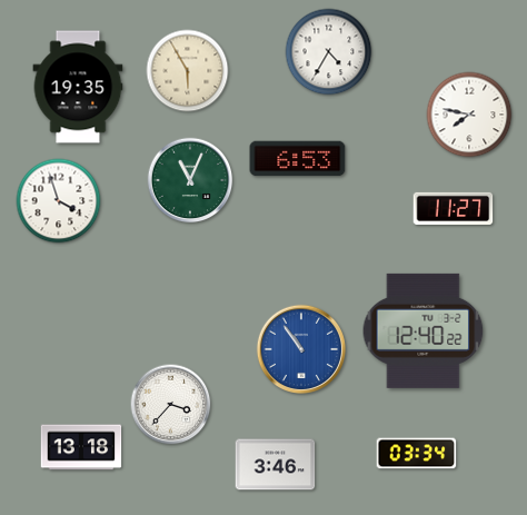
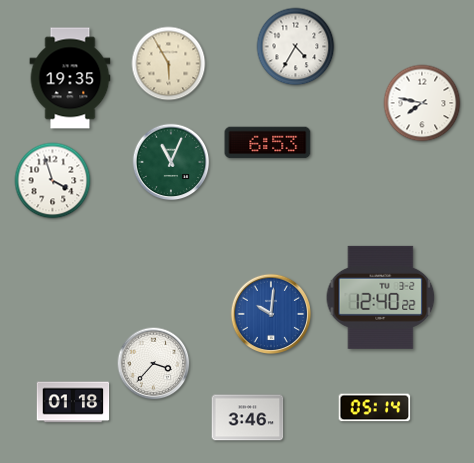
clock at (454, 208): 11:27 -> none
clock at (300, 348): 10:54 -> 10:01
clock at (81, 447): 13:18 -> 01:18
clock at (417, 454): 03:34 -> 05:14
